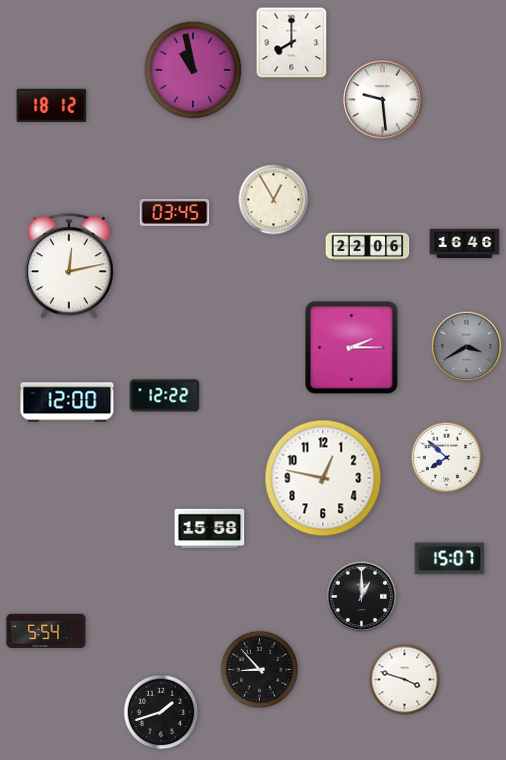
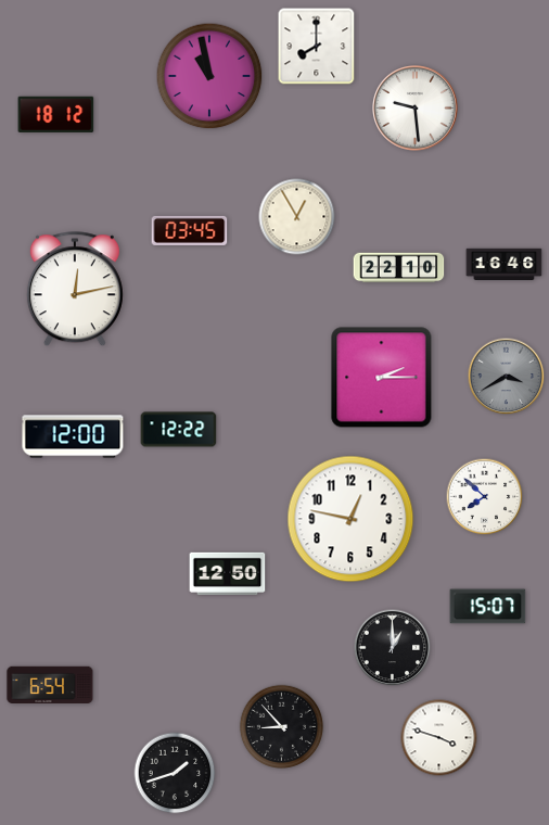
clock at (368, 247): 22:06 -> 22:10
clock at (210, 528): 15:58 -> 12:50
clock at (46, 631): 5:54 -> 6:54
